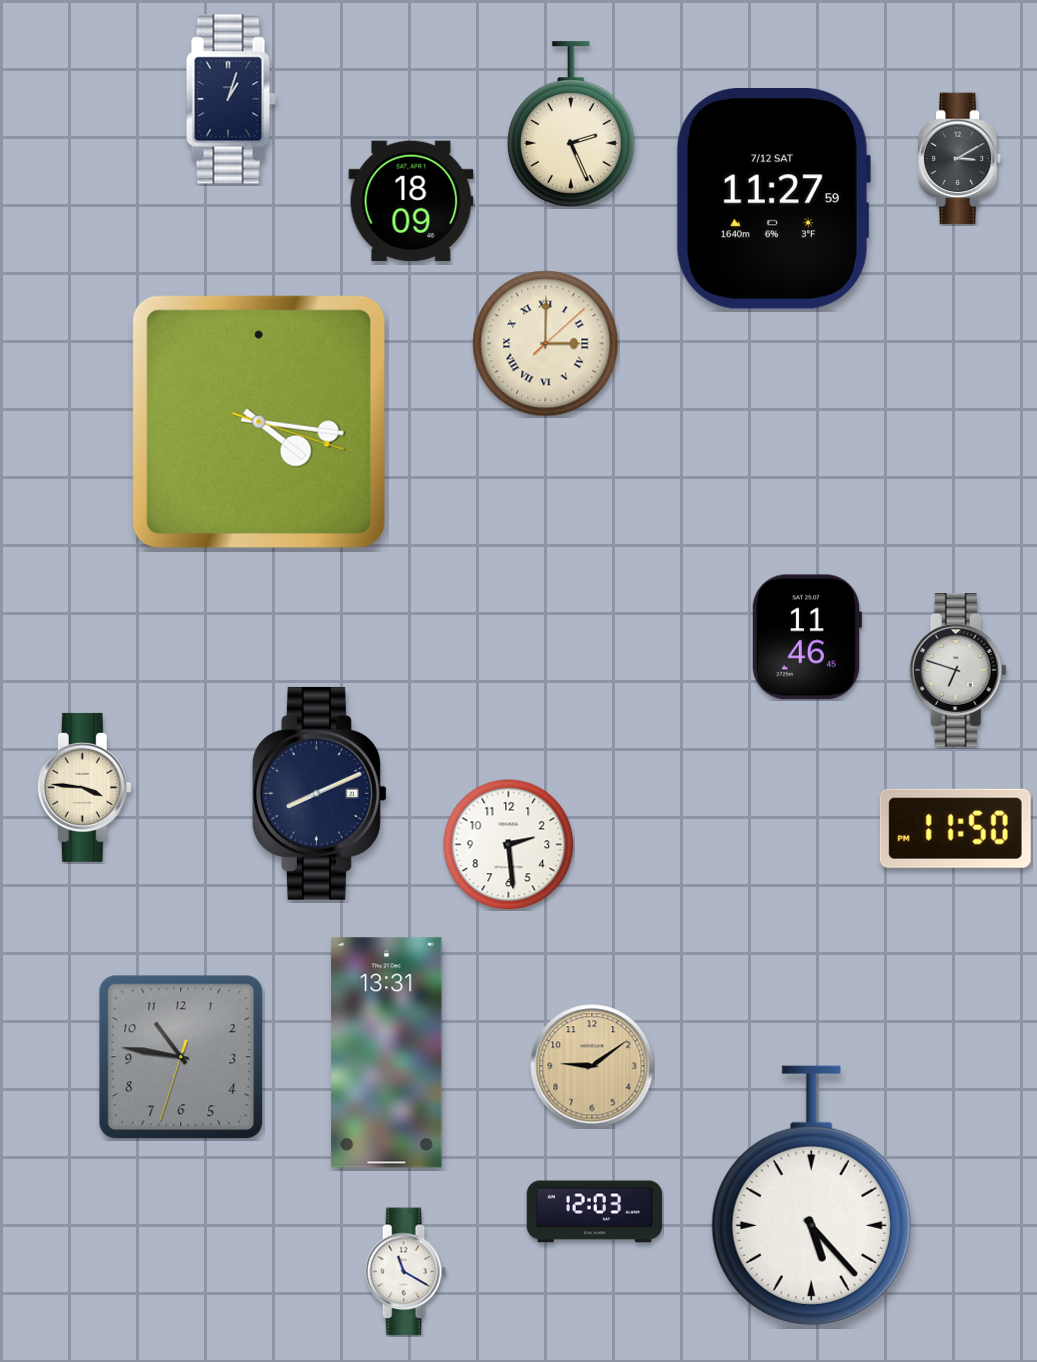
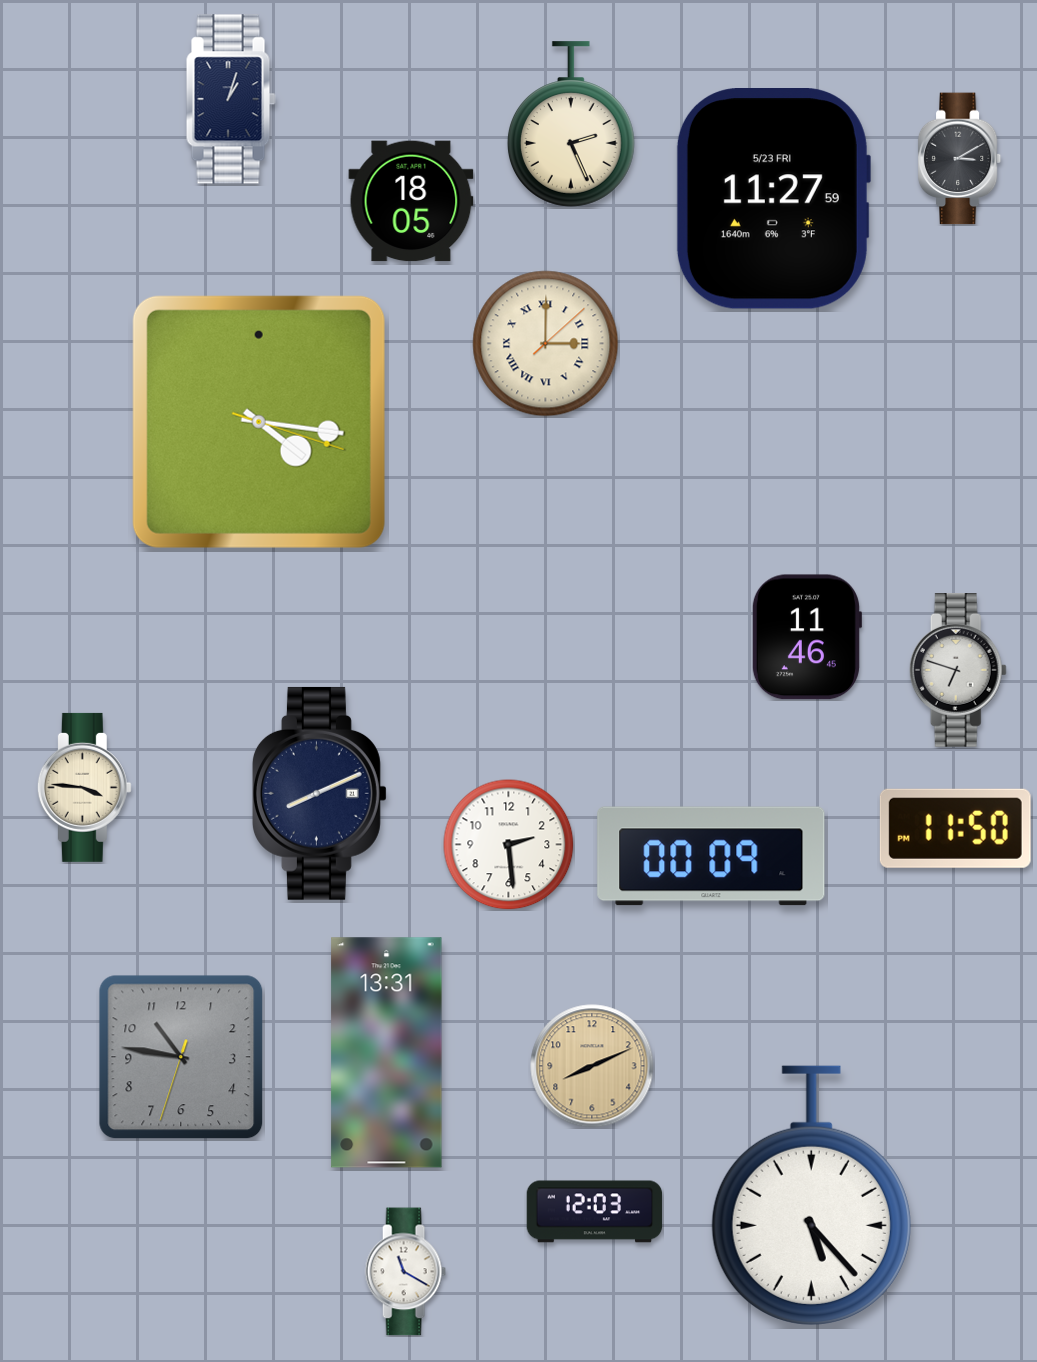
clock at (773, 199) date: 7/12 SAT -> 5/23 FRI
clock at (411, 201): 18:09 -> 18:05
clock at (711, 856): none -> 00:09
clock at (592, 1066): 9:09 -> 8:11
